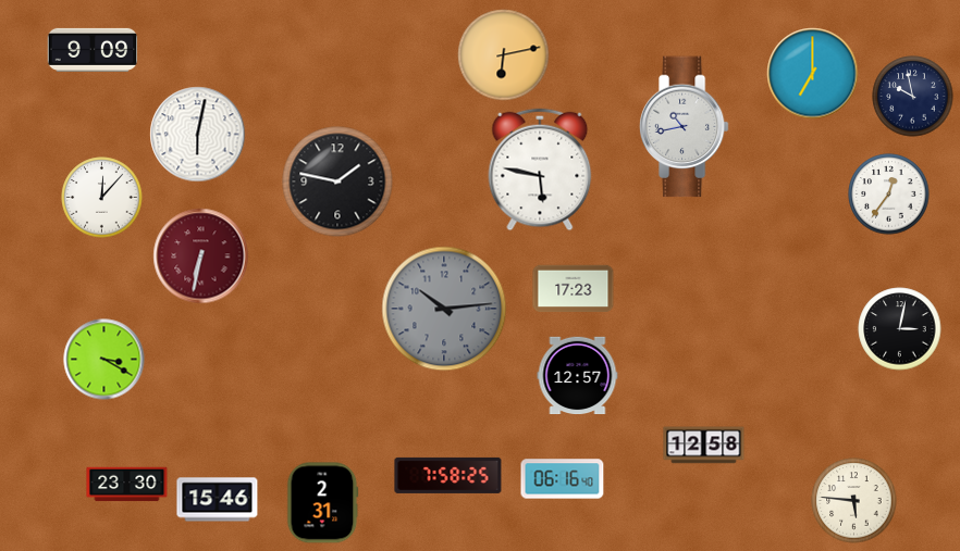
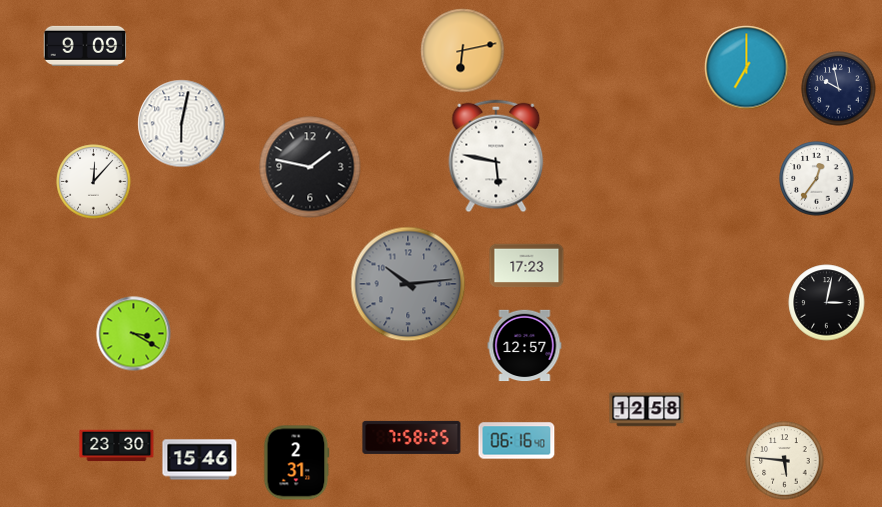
clock at (684, 127): 10:43 -> none
clock at (201, 256): 6:32 -> none
clock at (104, 360) position: (104, 360) -> (134, 334)
clock at (578, 376) position: (578, 376) -> (525, 346)
